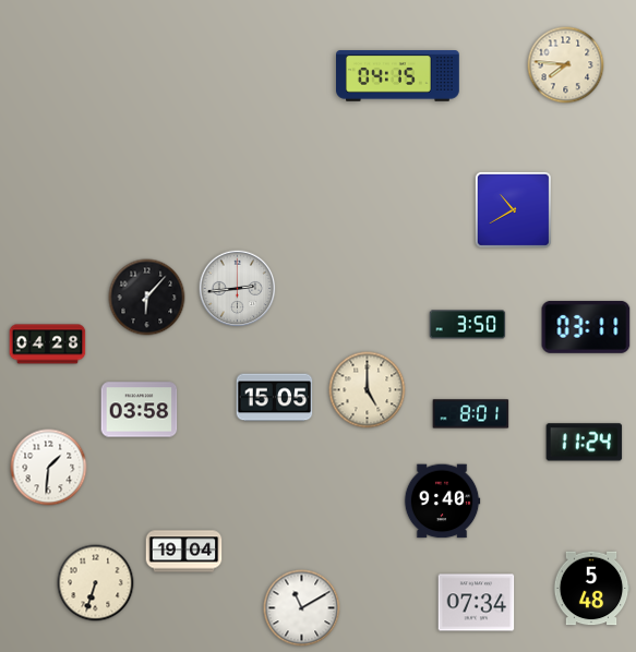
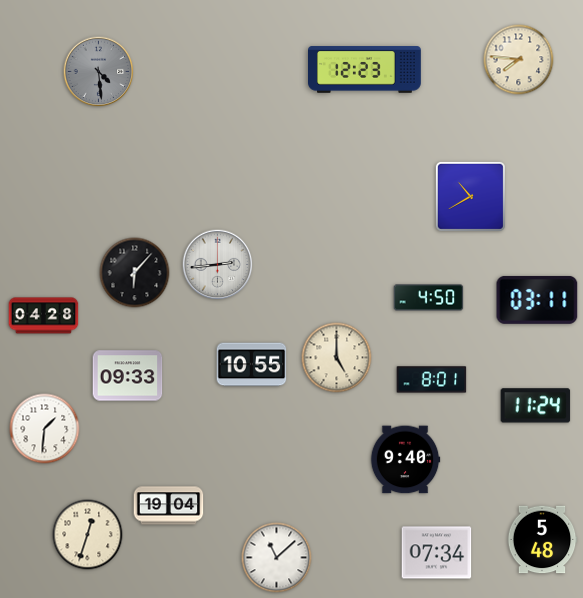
clock at (398, 76): 04:15 -> 12:23
clock at (99, 72): none -> 4:29
clock at (513, 209) position: (513, 209) -> (470, 196)
clock at (468, 325): 3:50 -> 4:50
clock at (275, 398): 15:05 -> 10:55
clock at (140, 410): 03:58 -> 09:33
clock at (96, 583): 6:33 -> 12:33
clock at (302, 608): 11:10 -> 11:08
